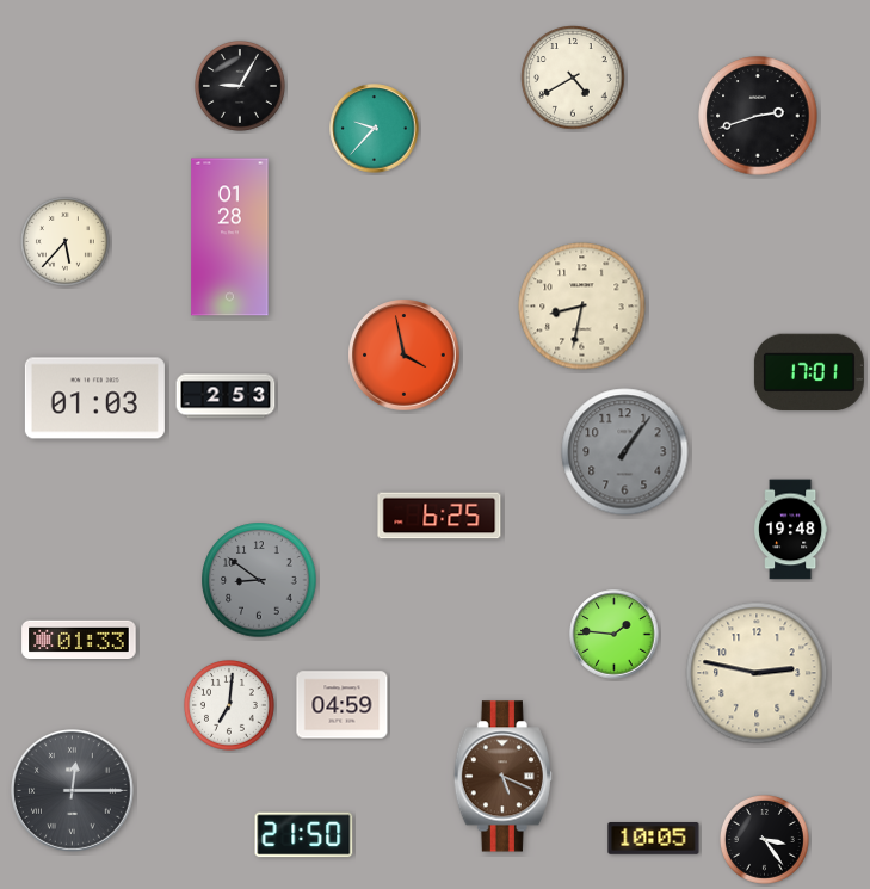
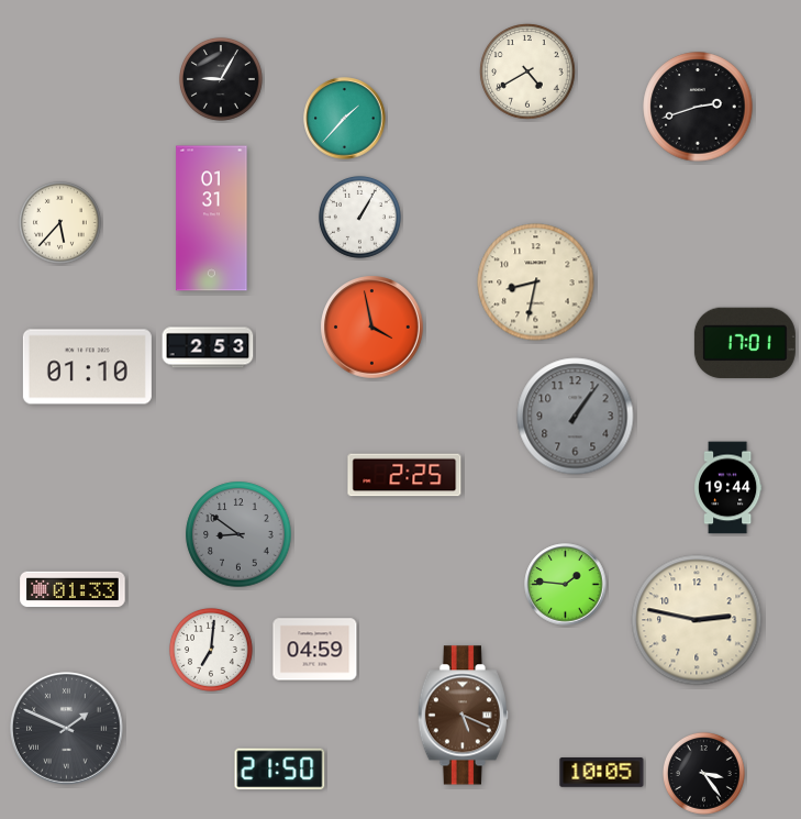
clock at (375, 129): 9:37 -> 1:37
clock at (359, 217): none -> 1:05
clock at (230, 237): 01:28 -> 01:31
clock at (226, 396) position: (226, 396) -> (208, 347)
clock at (94, 399): 01:03 -> 01:10
clock at (439, 516): 6:25 -> 2:25
clock at (790, 530): 19:48 -> 19:44
clock at (73, 791): 12:15 -> 1:49
